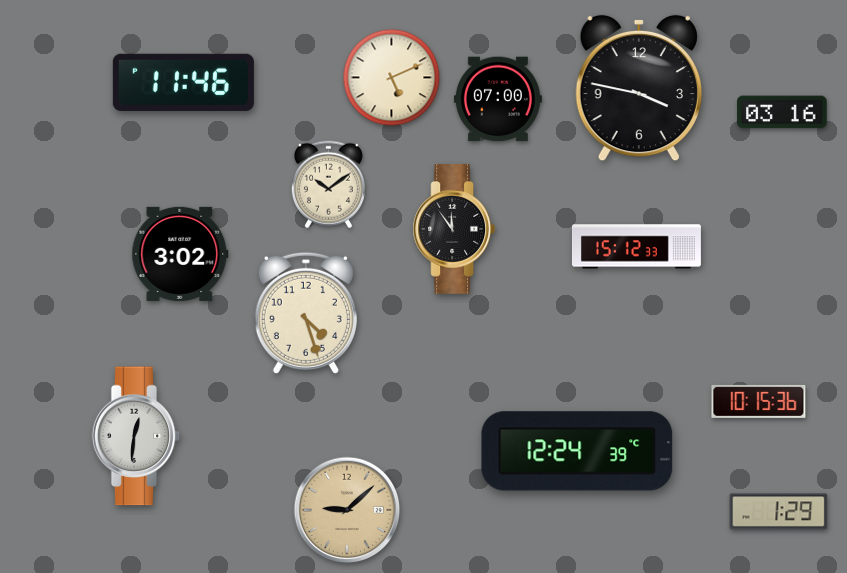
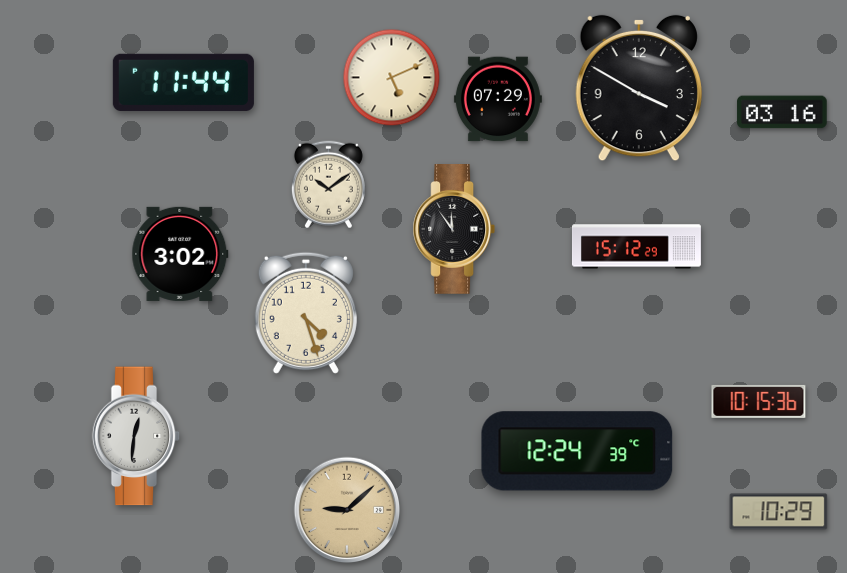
clock at (183, 82): 11:46 -> 11:44
clock at (639, 88): 3:47 -> 3:50
clock at (498, 99): 07:00 -> 07:29
clock at (636, 247): 15:12:33 -> 15:12:29
clock at (779, 512): 1:29 -> 10:29
